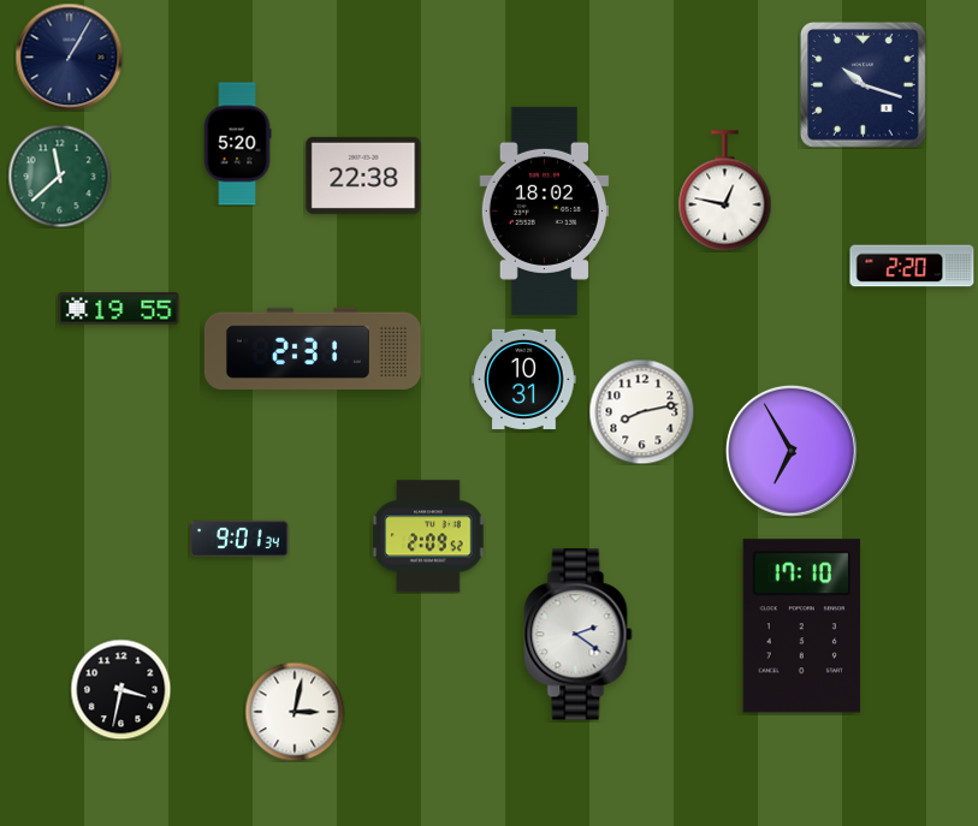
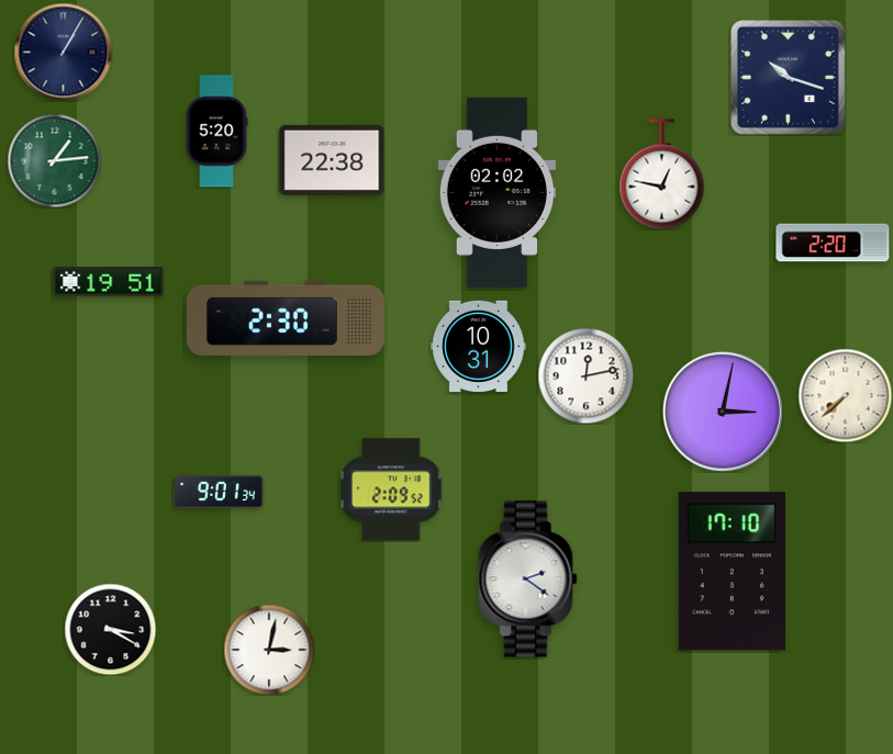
clock at (59, 176): 11:38 -> 1:14
clock at (544, 210): 18:02 -> 02:02
clock at (119, 309): 19:55 -> 19:51
clock at (313, 349): 2:31 -> 2:30
clock at (641, 411): 8:13 -> 12:13
clock at (845, 395): none -> 7:38
clock at (792, 451): 6:55 -> 3:02
clock at (120, 689): 3:32 -> 3:20
